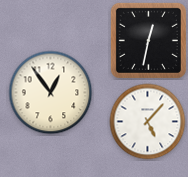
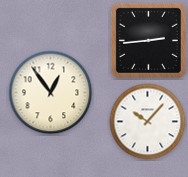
clock at (148, 40): 12:32 -> 2:44
clock at (148, 122): 5:07 -> 10:07
